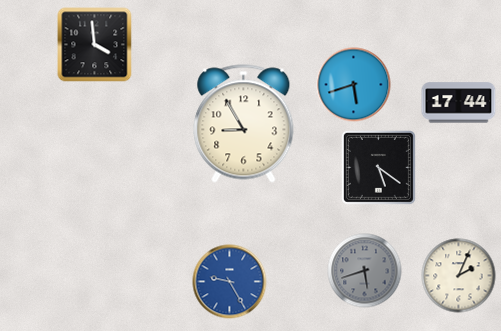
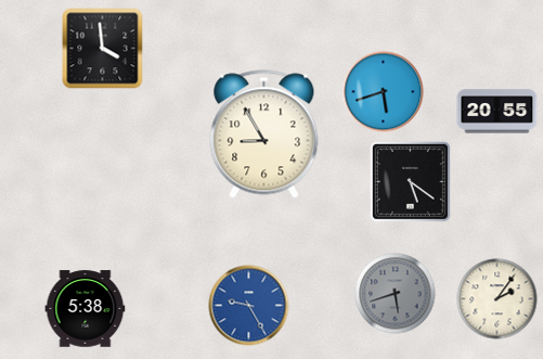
clock at (459, 103): 17:44 -> 20:55
clock at (459, 276): 2:04 -> 2:06
clock at (86, 309): none -> 5:38
